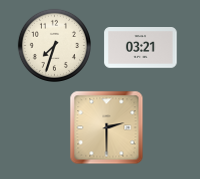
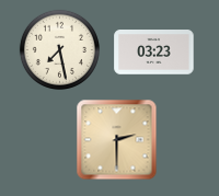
clock at (54, 45): 7:33 -> 7:28
clock at (141, 48): 03:21 -> 03:23
